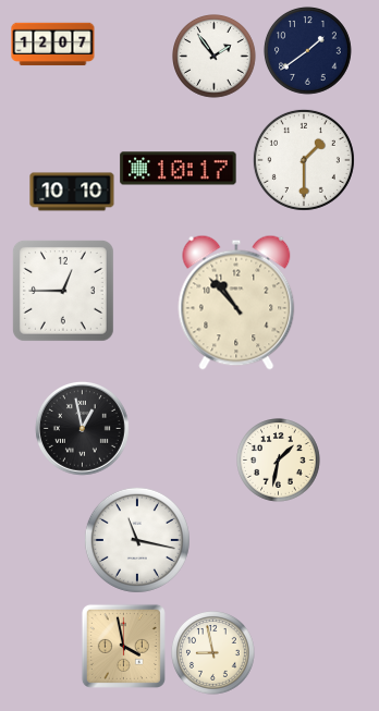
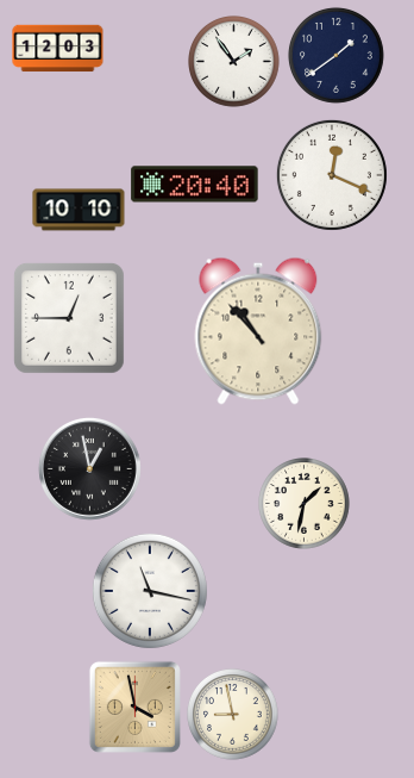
clock at (53, 45): 12:07 -> 12:03
clock at (304, 160): 1:30 -> 12:19
clock at (179, 169): 10:17 -> 20:40
